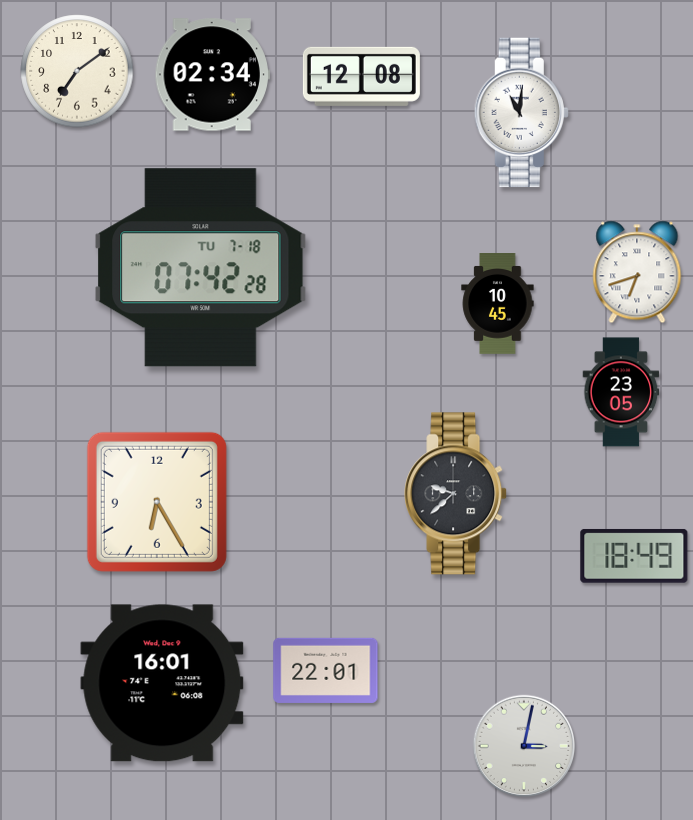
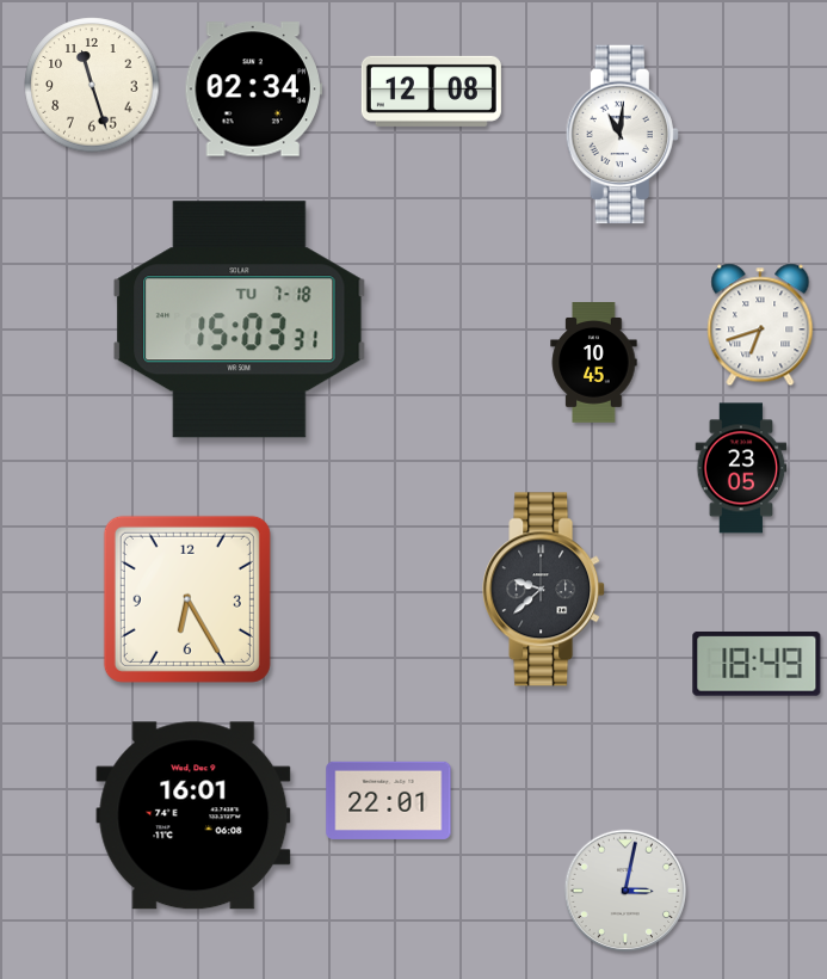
clock at (77, 71): 7:09 -> 11:27
clock at (201, 268): 07:42 -> 15:03
